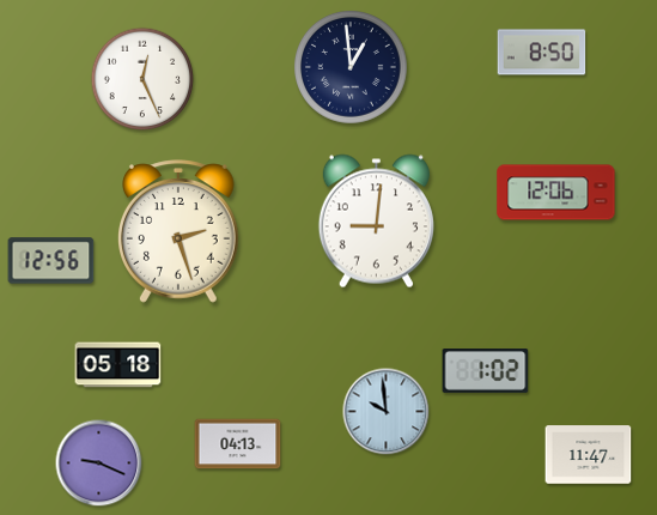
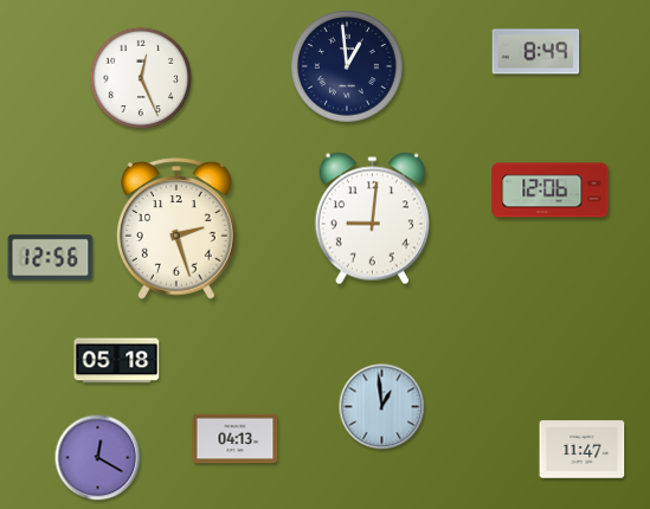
clock at (542, 53): 8:50 -> 8:49
clock at (486, 371): 1:02 -> none
clock at (387, 412): 9:59 -> 12:59
clock at (99, 463): 9:19 -> 12:20
